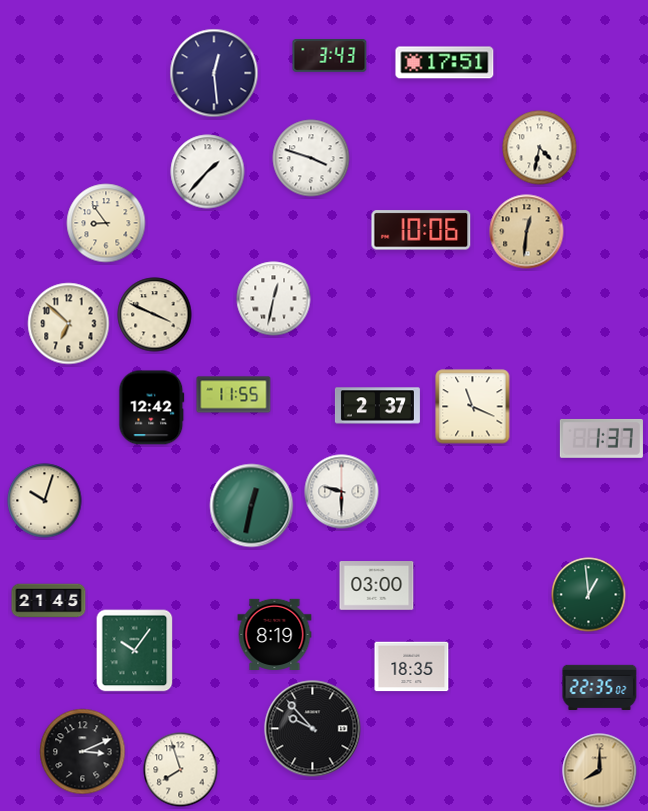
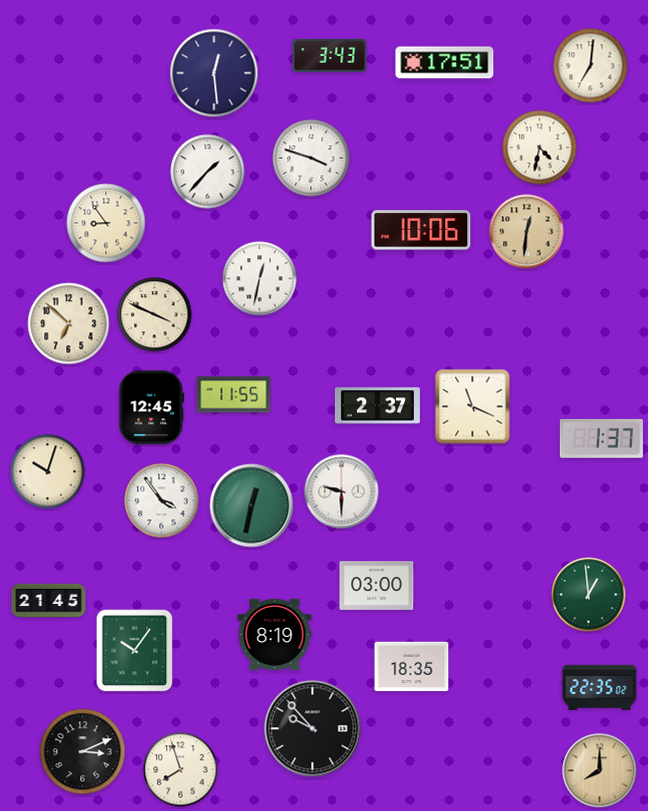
clock at (591, 66): none -> 7:01
clock at (274, 299) position: (274, 299) -> (260, 279)
clock at (152, 408): 12:42 -> 12:45
clock at (45, 501) position: (45, 501) -> (48, 472)
clock at (162, 501): none -> 3:54
